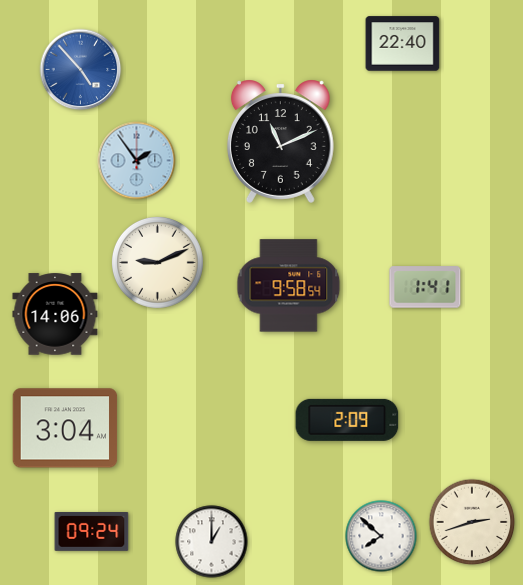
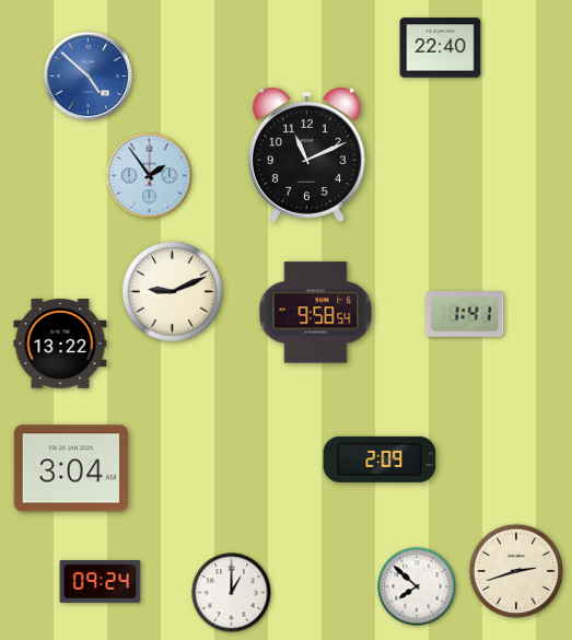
clock at (81, 70): 4:53 -> 4:52
clock at (157, 262) position: (157, 262) -> (172, 291)
clock at (55, 314): 14:06 -> 13:22
